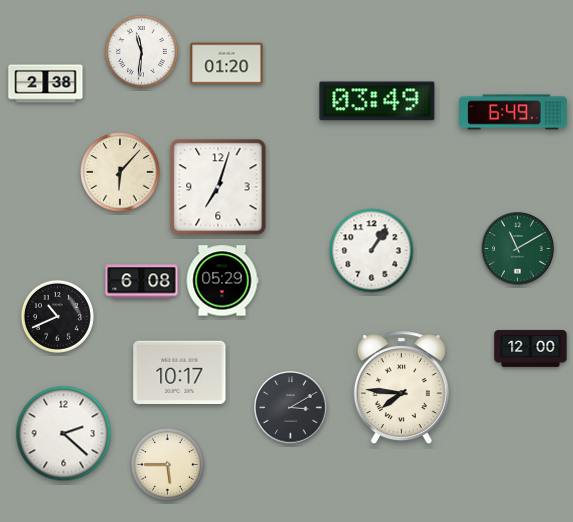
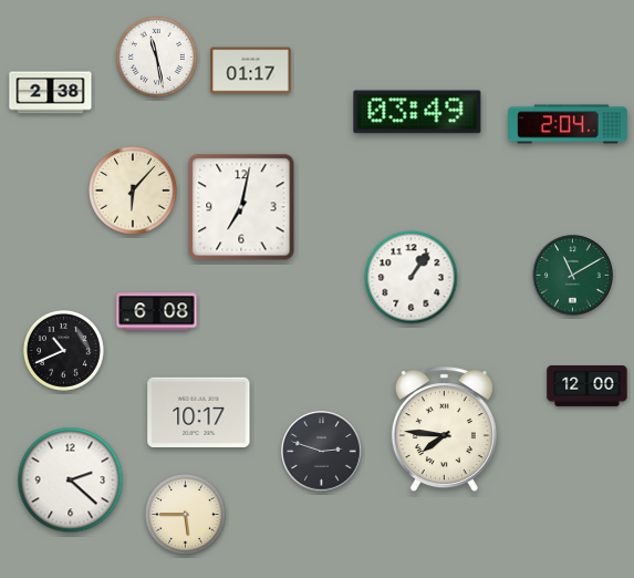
clock at (141, 51): 11:31 -> 11:28
clock at (227, 64): 01:20 -> 01:17
clock at (513, 112): 6:49 -> 2:04
clock at (218, 187): 7:03 -> 7:02
clock at (222, 281): 05:29 -> none
clock at (291, 408): 3:10 -> 2:48
